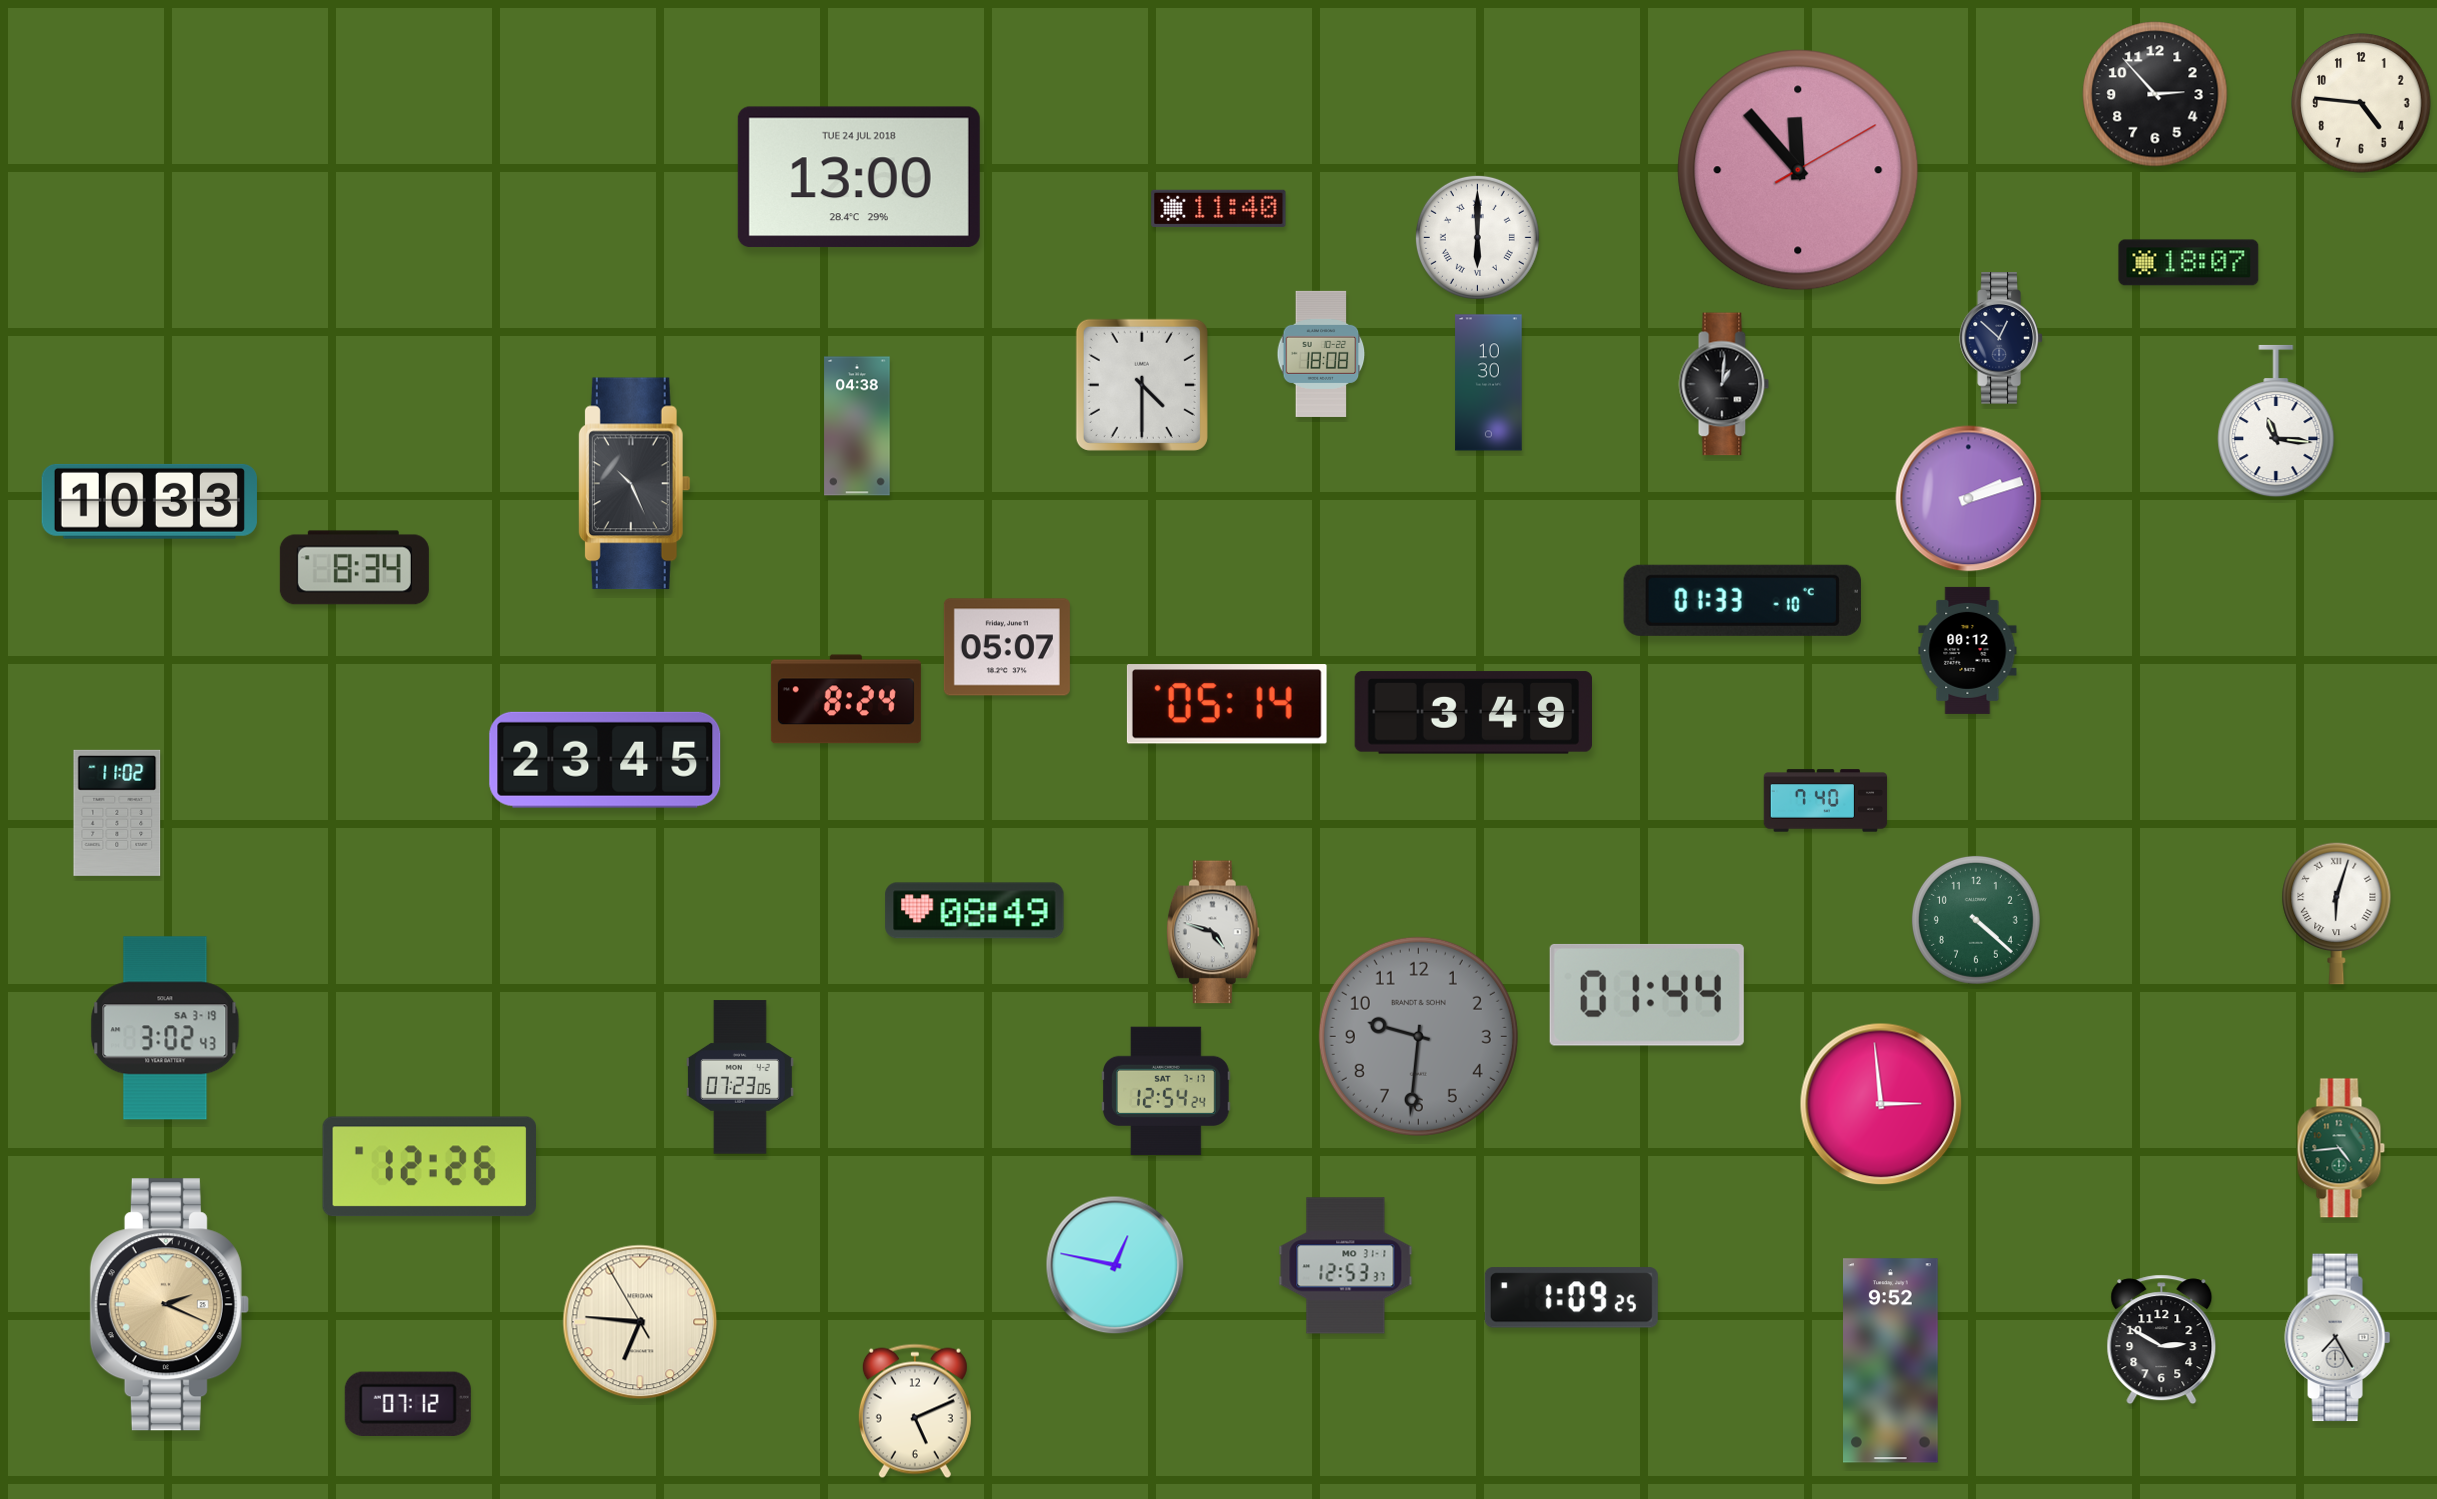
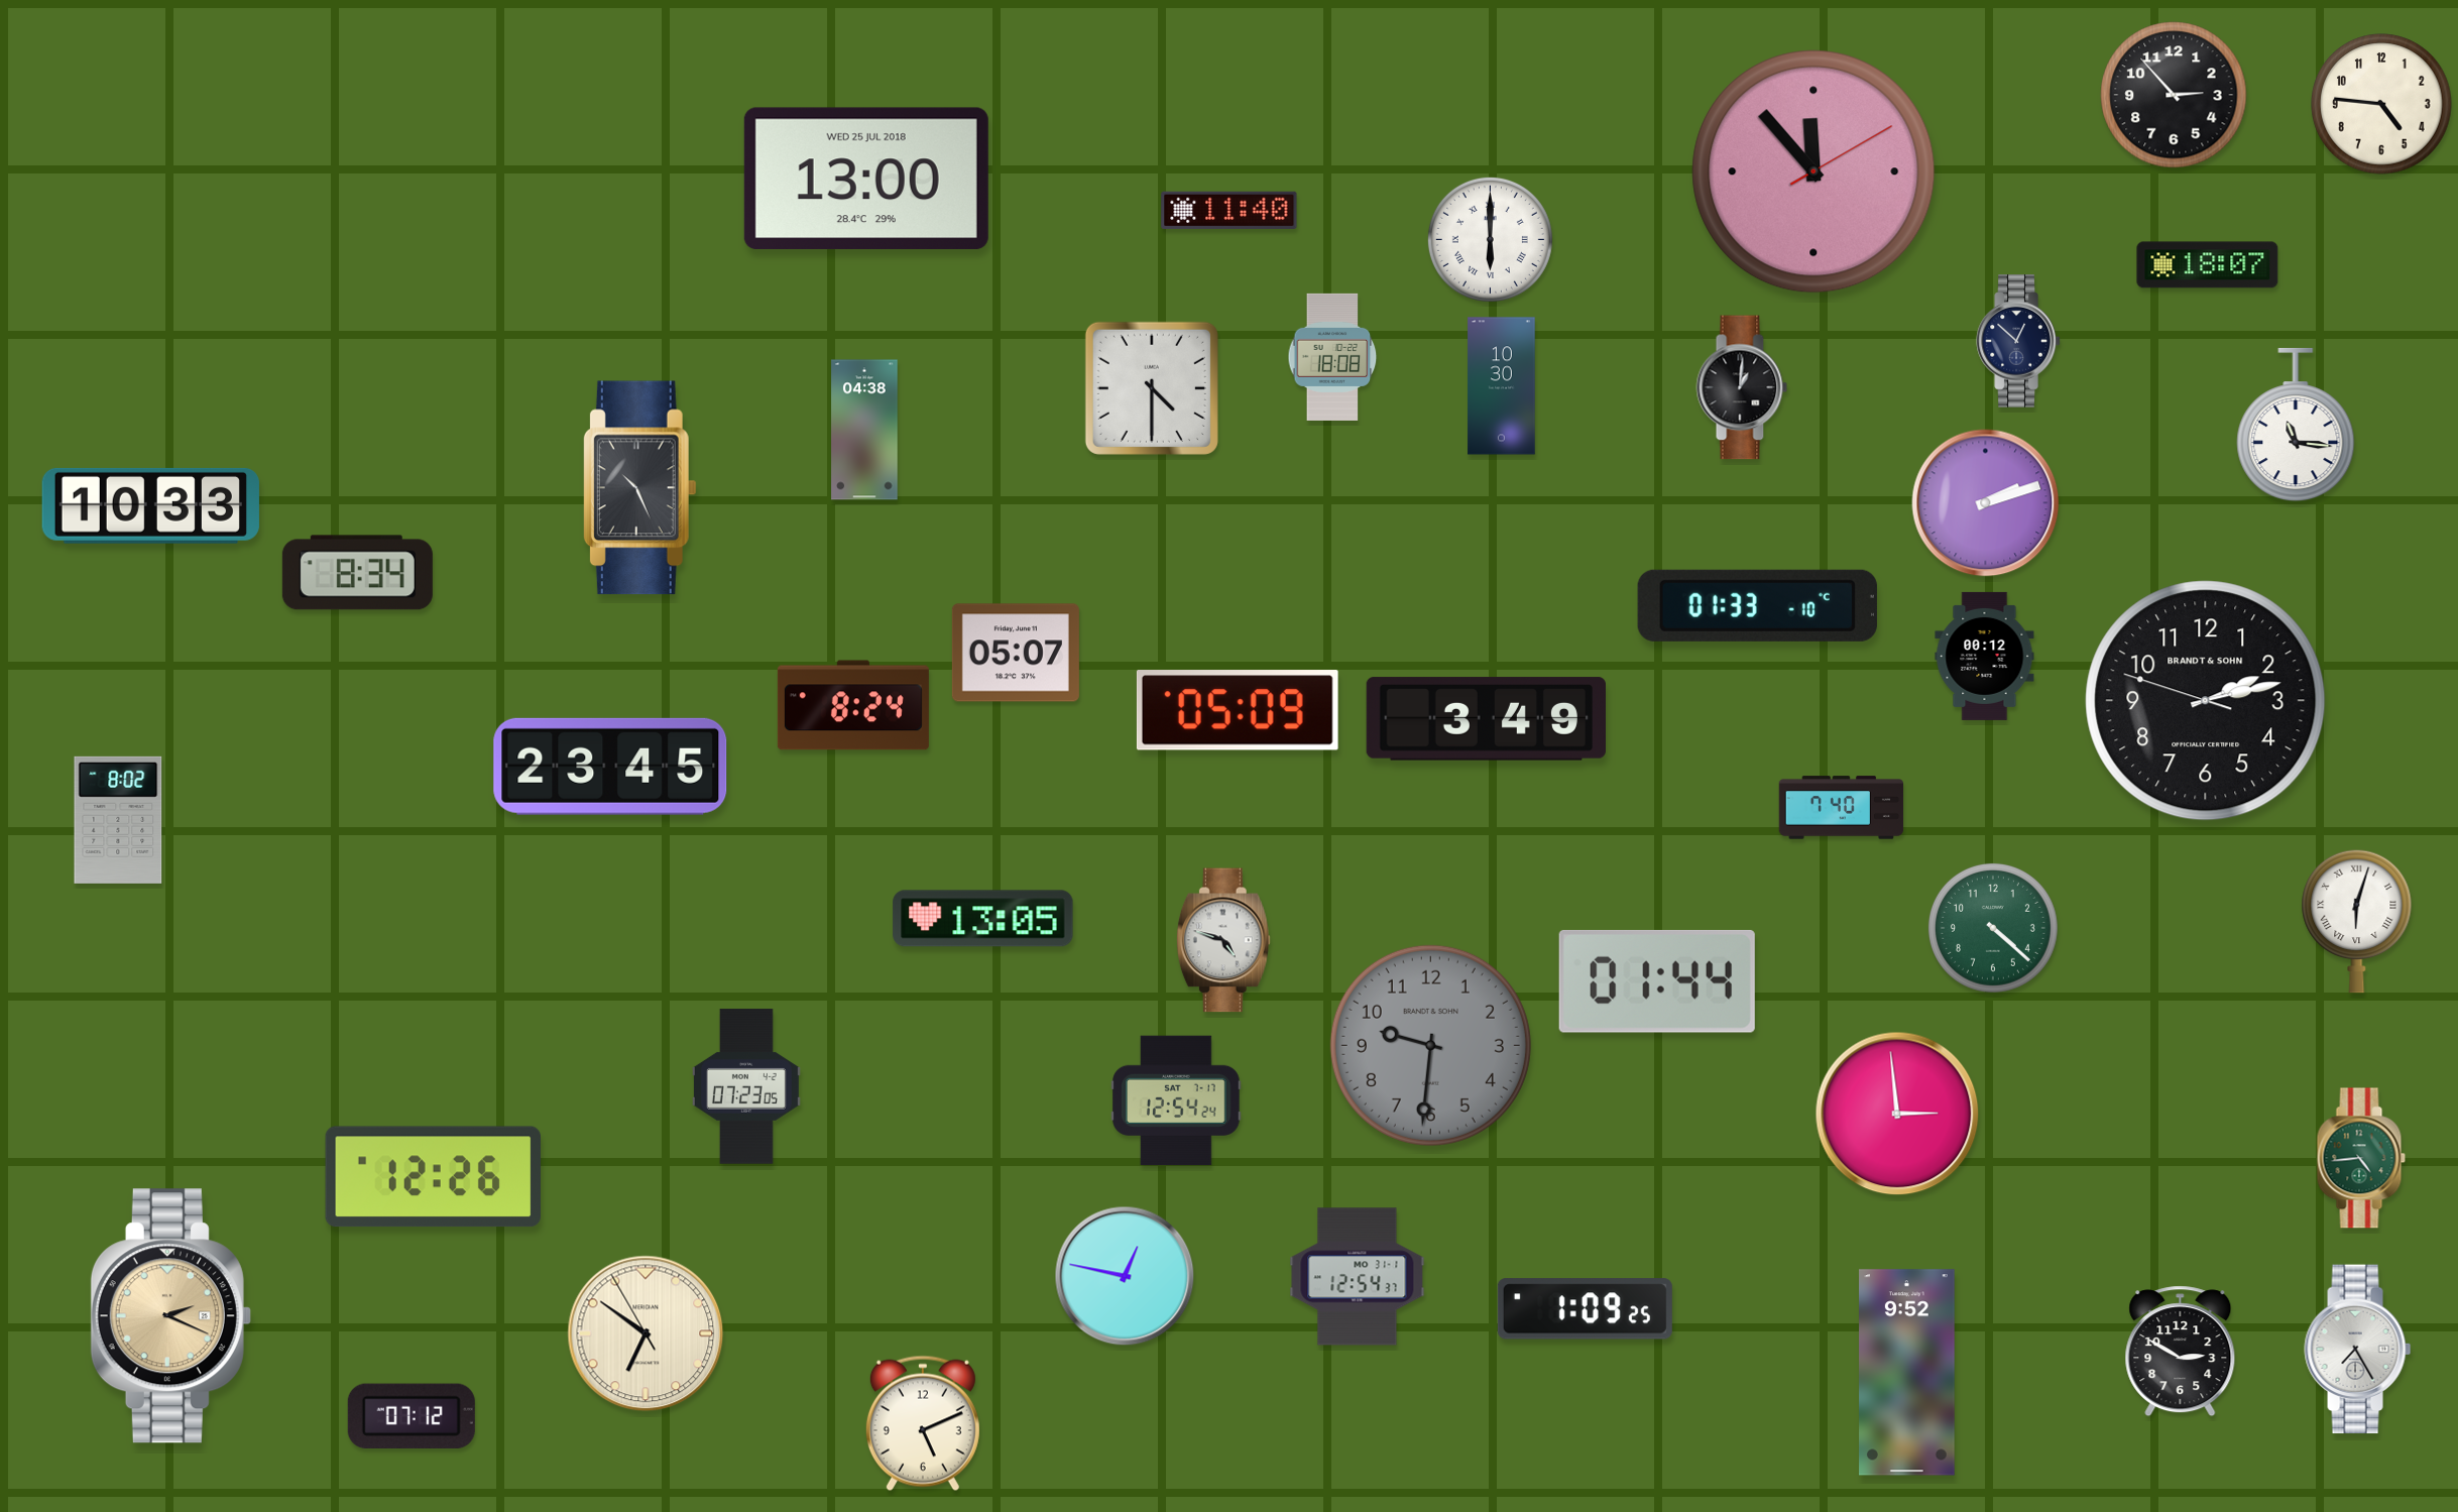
clock at (859, 177) date: TUE 24 JUL 2018 -> WED 25 JUL 2018
clock at (1724, 384) position: (1724, 384) -> (1742, 387)
clock at (2206, 701): none -> 2:12
clock at (1227, 704): 05:14 -> 05:09
clock at (117, 813): 11:02 -> 8:02
clock at (975, 911): 08:49 -> 13:05
clock at (1647, 995) position: (1647, 995) -> (1657, 981)
clock at (165, 1028): 3:02 -> none
clock at (1346, 1266): 12:53 -> 12:54
clock at (640, 1322): 6:45 -> 6:50
